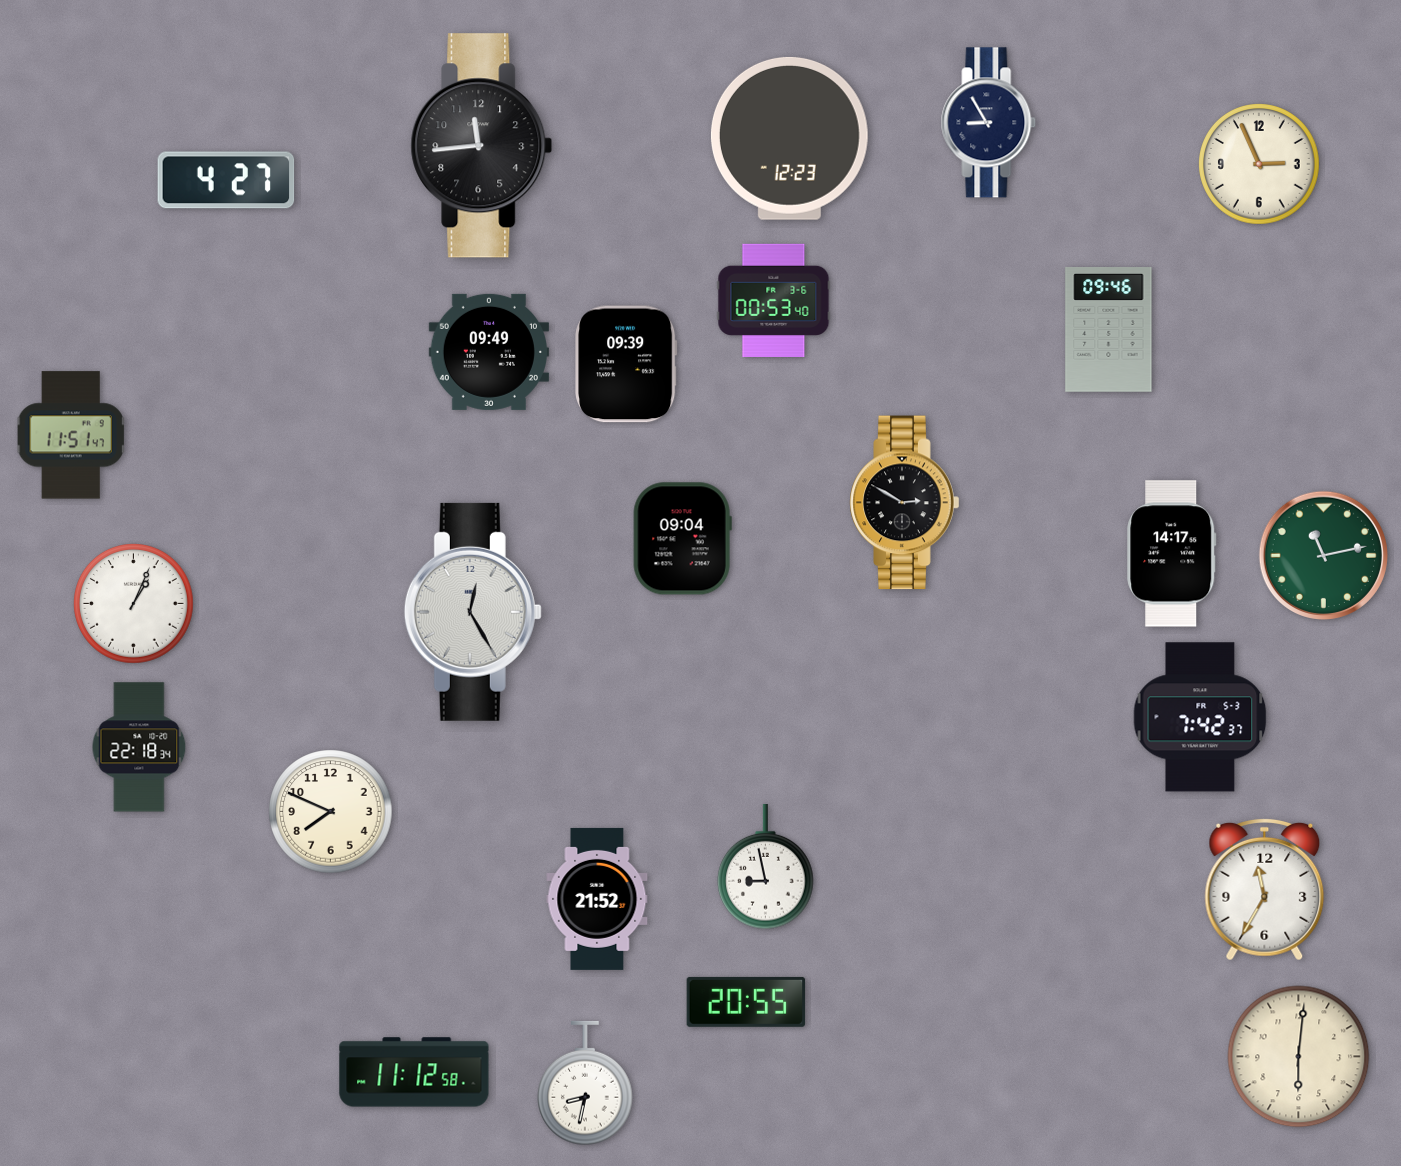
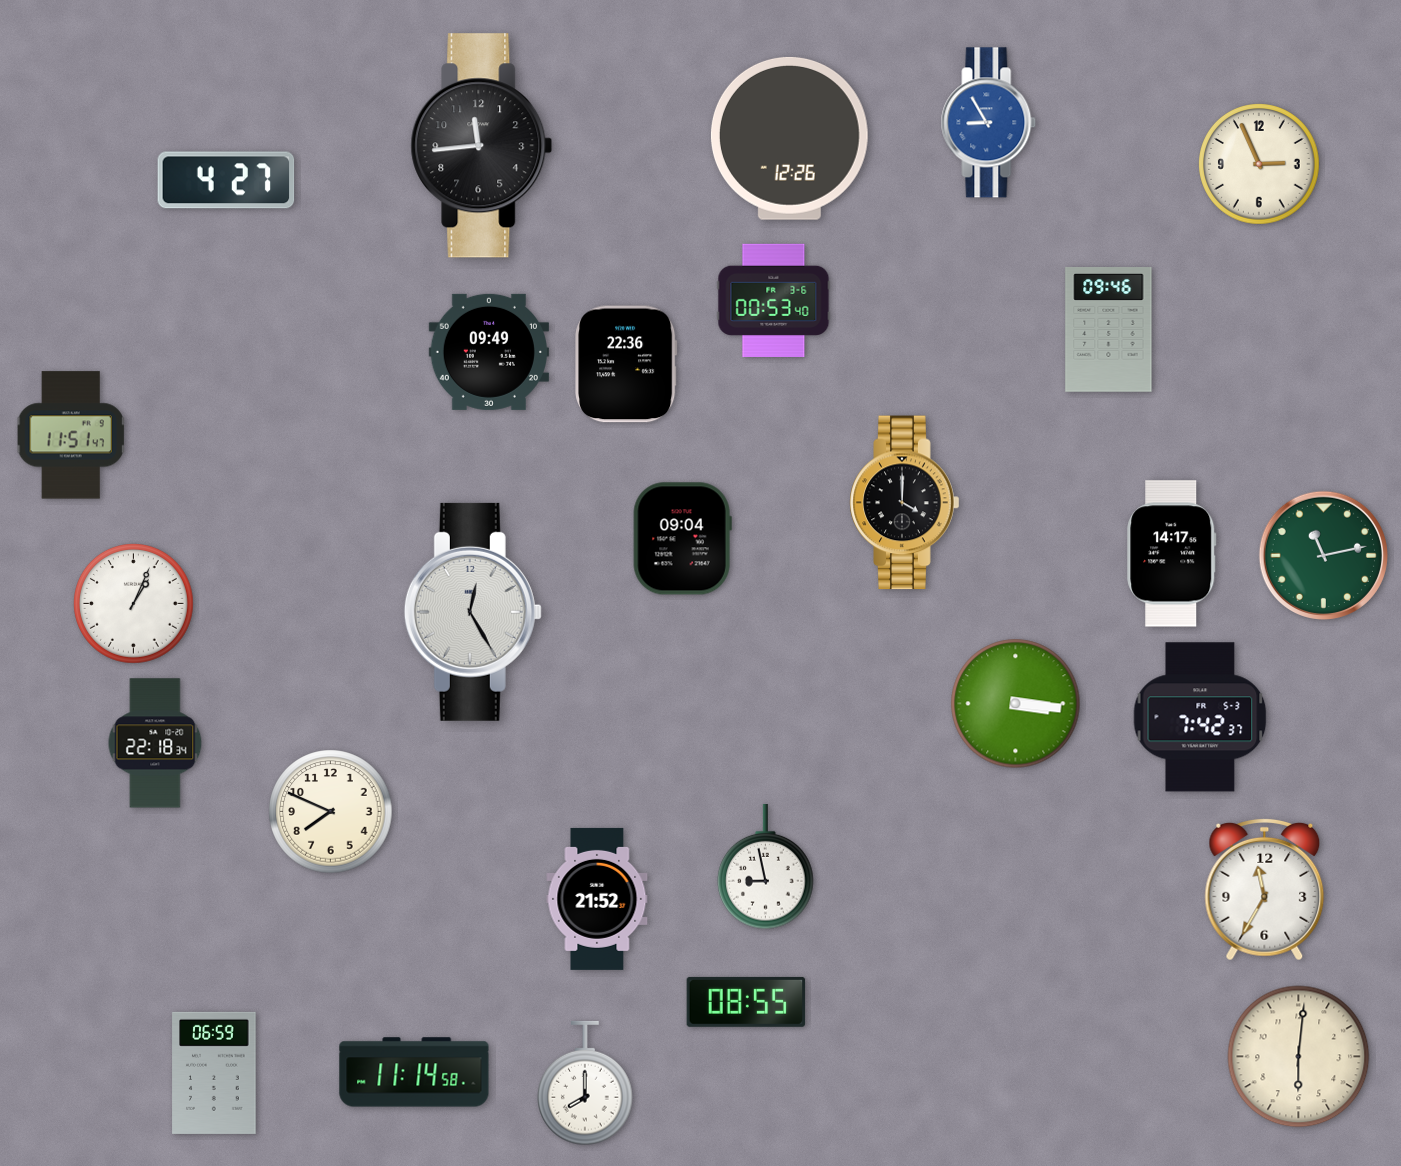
clock at (989, 123) dial: navy -> blue
clock at (789, 138): 12:23 -> 12:26
clock at (627, 364): 09:39 -> 22:36
clock at (905, 503): 2:50 -> 4:00
clock at (1016, 704): none -> 3:16
clock at (139, 747) position: (139, 747) -> (155, 743)
clock at (746, 1002): 20:55 -> 08:55
clock at (414, 1072): 11:12 -> 11:14
clock at (214, 1073): none -> 06:59
clock at (585, 1083): 8:32 -> 8:00
